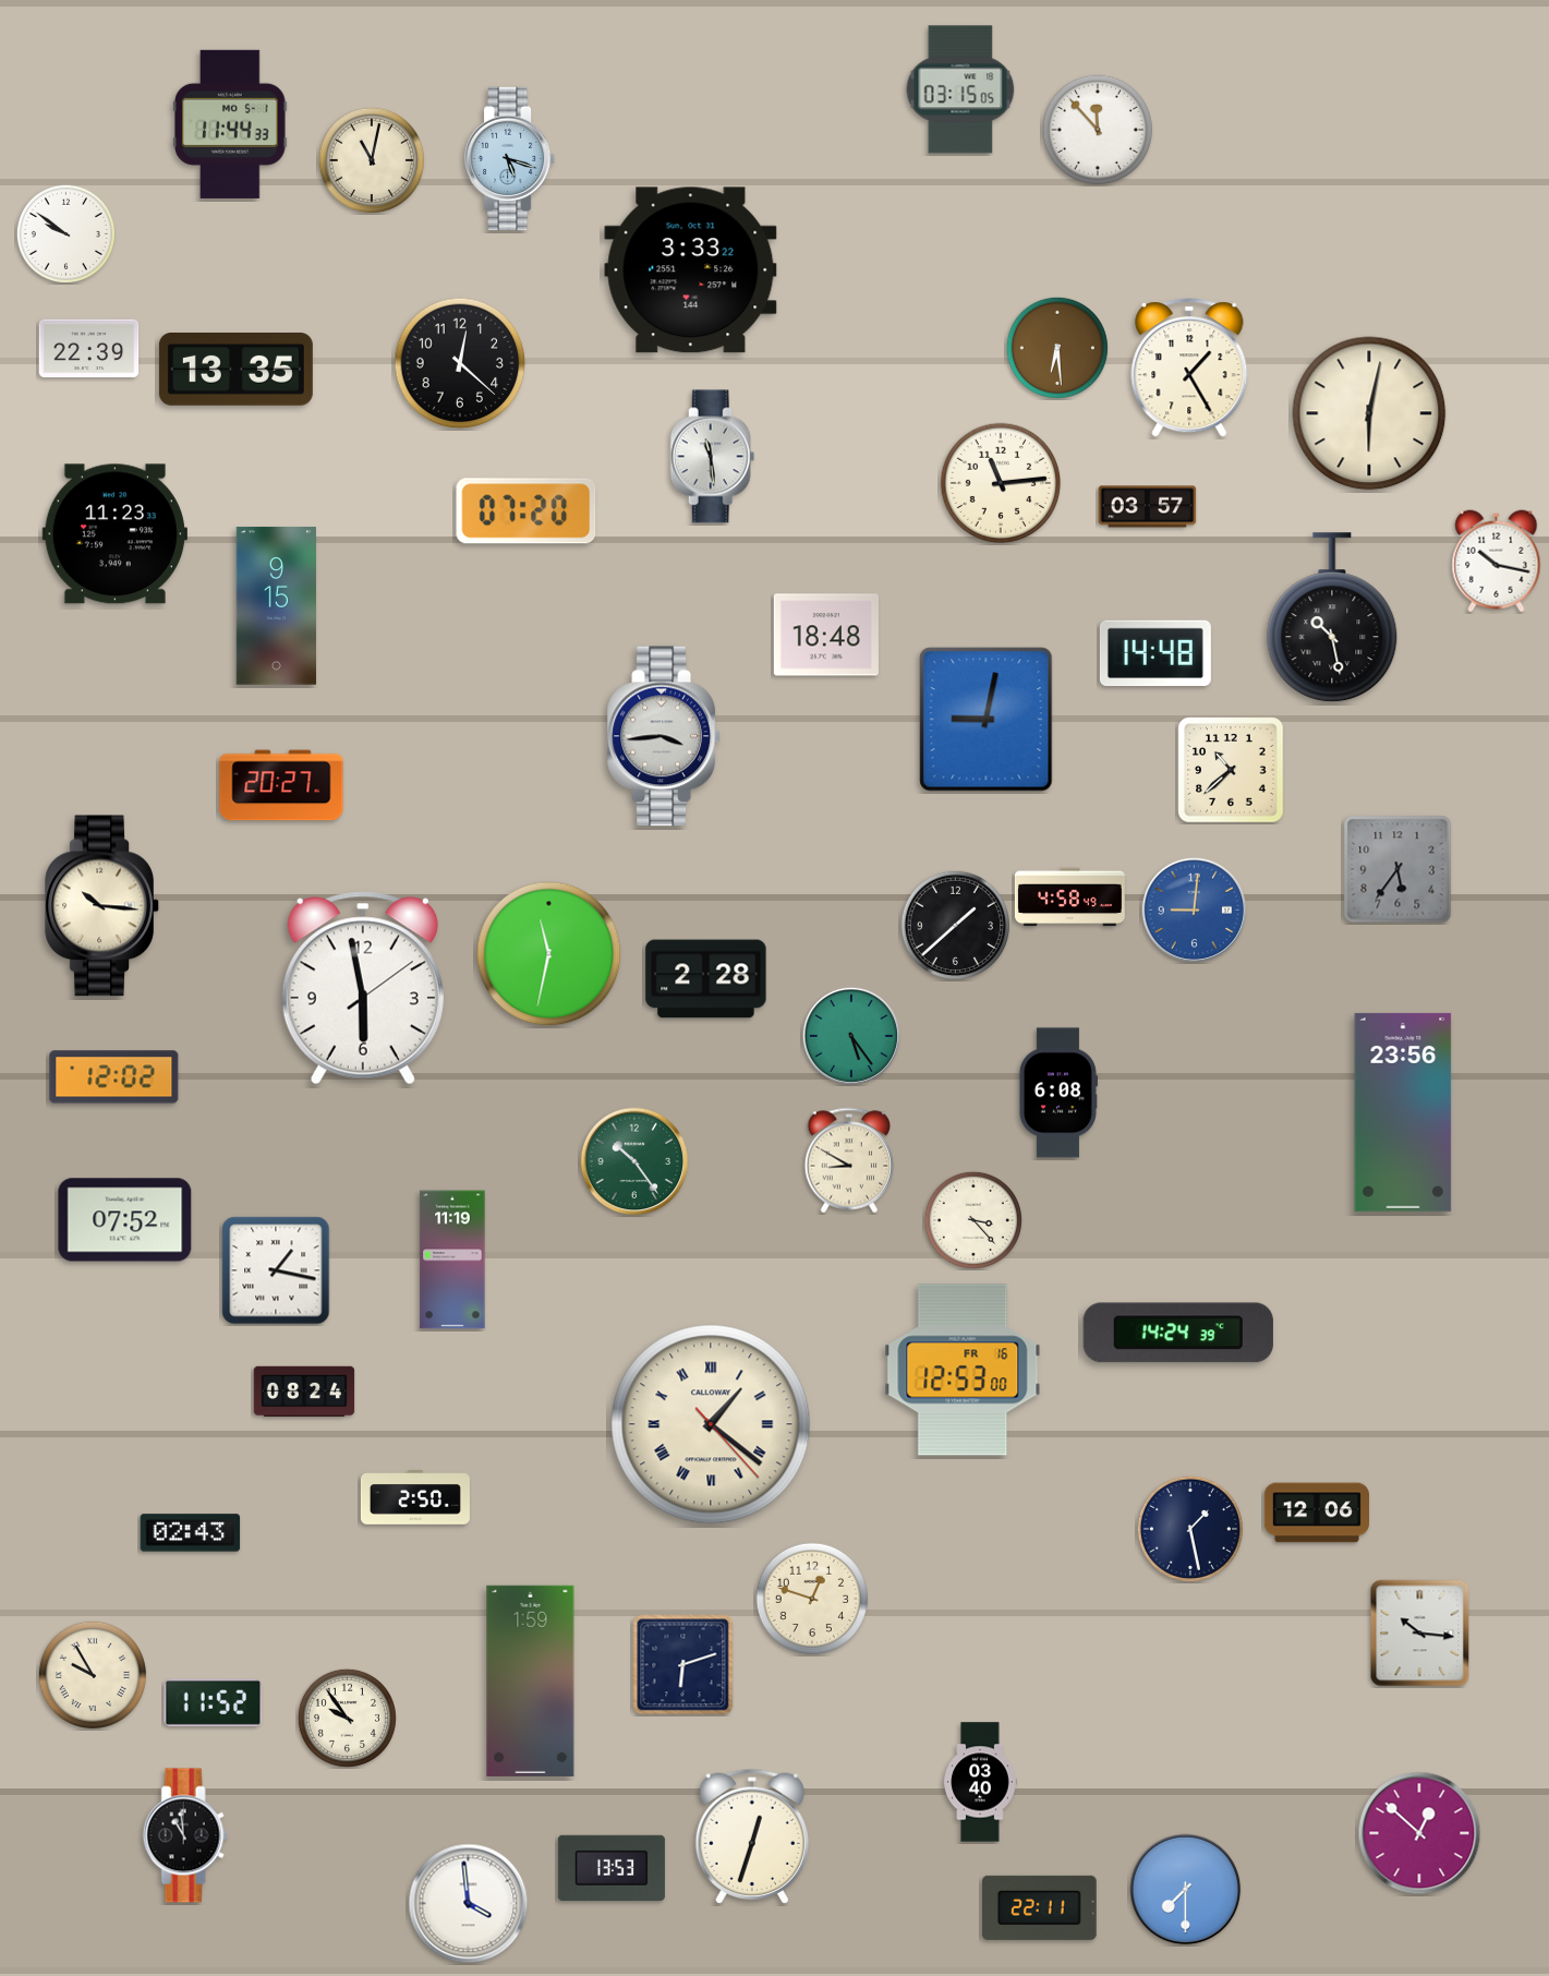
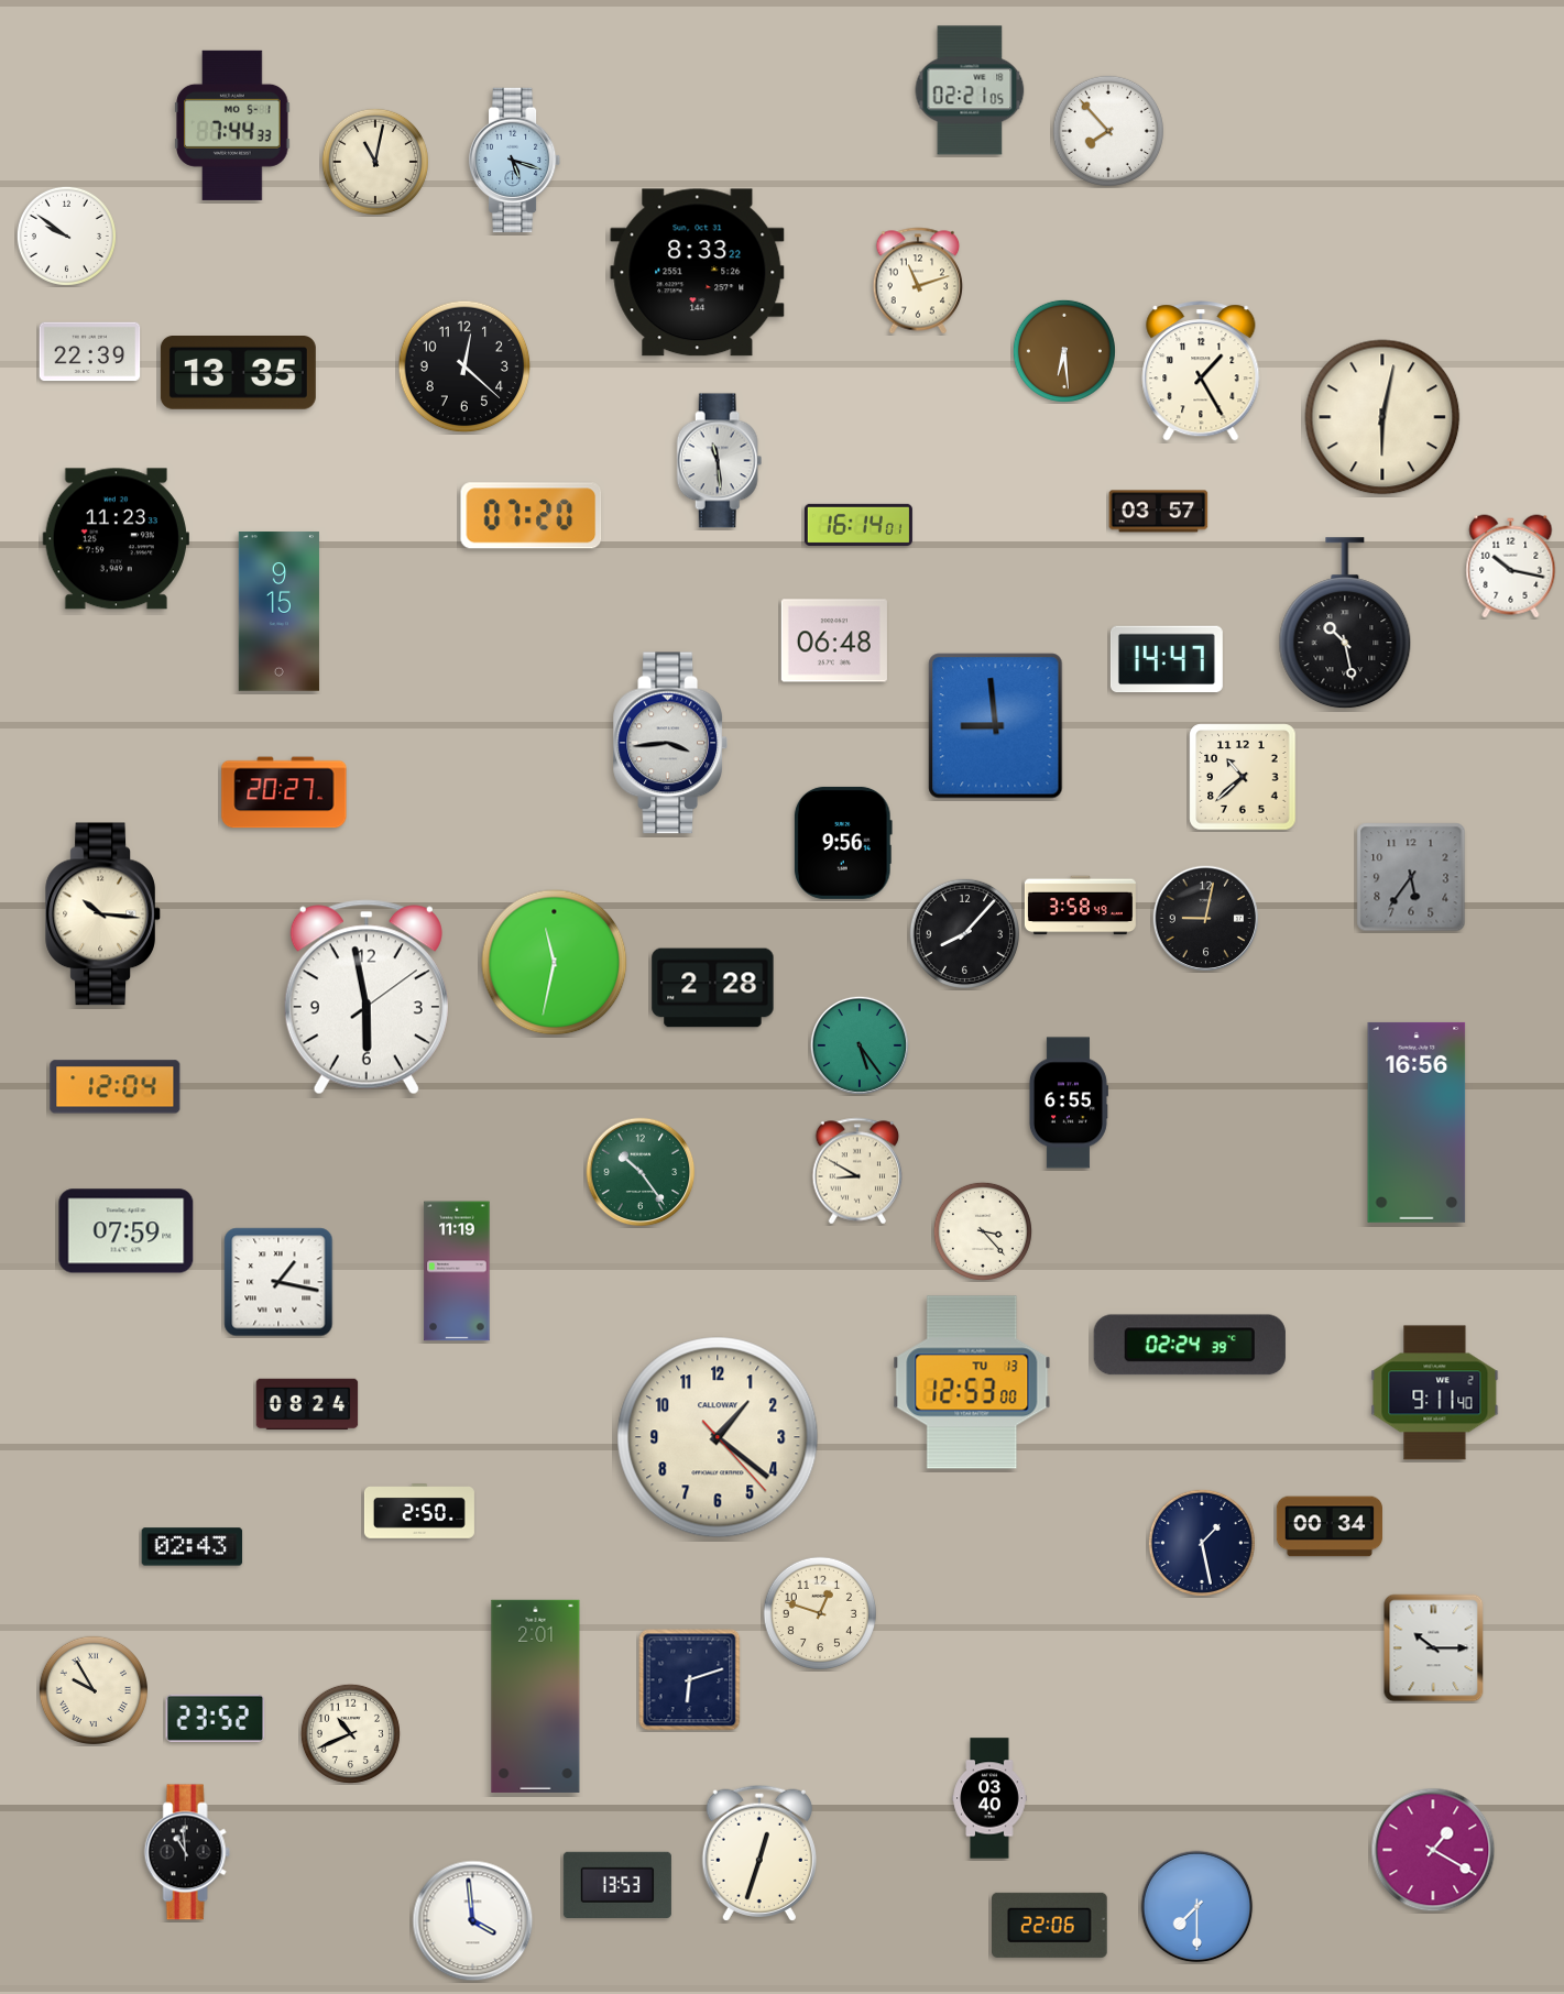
clock at (960, 89): 03:15 -> 02:21
clock at (230, 124): 11:44 -> 7:44
clock at (1098, 130): 11:53 -> 7:53
clock at (691, 270): 3:33 -> 8:33
clock at (918, 281): none -> 11:12
clock at (1057, 348) position: (1057, 348) -> (1064, 351)
clock at (1001, 483): 11:14 -> none
clock at (858, 525): none -> 16:14
clock at (826, 635): 18:48 -> 06:48
clock at (1155, 653): 14:48 -> 14:47
clock at (987, 720): 9:02 -> 8:59
clock at (843, 843): none -> 9:56
clock at (1069, 897): 4:58 -> 3:58
clock at (1195, 911): 9:01 -> 9:02
clock at (1195, 911) dial: blue -> black
clock at (955, 925): 1:38 -> 8:07
clock at (114, 1077): 12:02 -> 12:04
clock at (1057, 1093): 6:08 -> 6:55
clock at (1403, 1112): 23:56 -> 16:56
clock at (125, 1220): 07:52 -> 07:59
clock at (1178, 1333): 14:24 -> 02:24
clock at (963, 1370) date: FR 16 -> TU 13
clock at (1435, 1393): none -> 9:11
clock at (711, 1424) numerals: Roman -> Arabic
clock at (1316, 1513): 12:06 -> 00:34
clock at (1420, 1634): 10:16 -> 10:15
clock at (531, 1680): 1:59 -> 2:01
clock at (214, 1702): 11:52 -> 23:52
clock at (347, 1718): 9:54 -> 10:41
clock at (1419, 1833): 12:52 -> 1:20
clock at (1040, 1907): 22:11 -> 22:06
